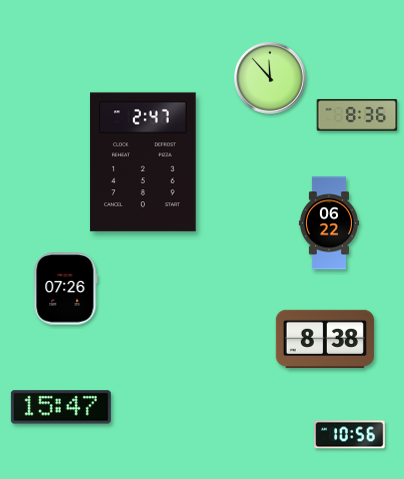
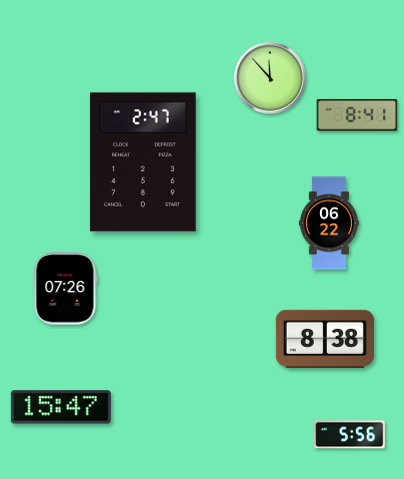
clock at (357, 115): 8:36 -> 8:41
clock at (350, 435): 10:56 -> 5:56
